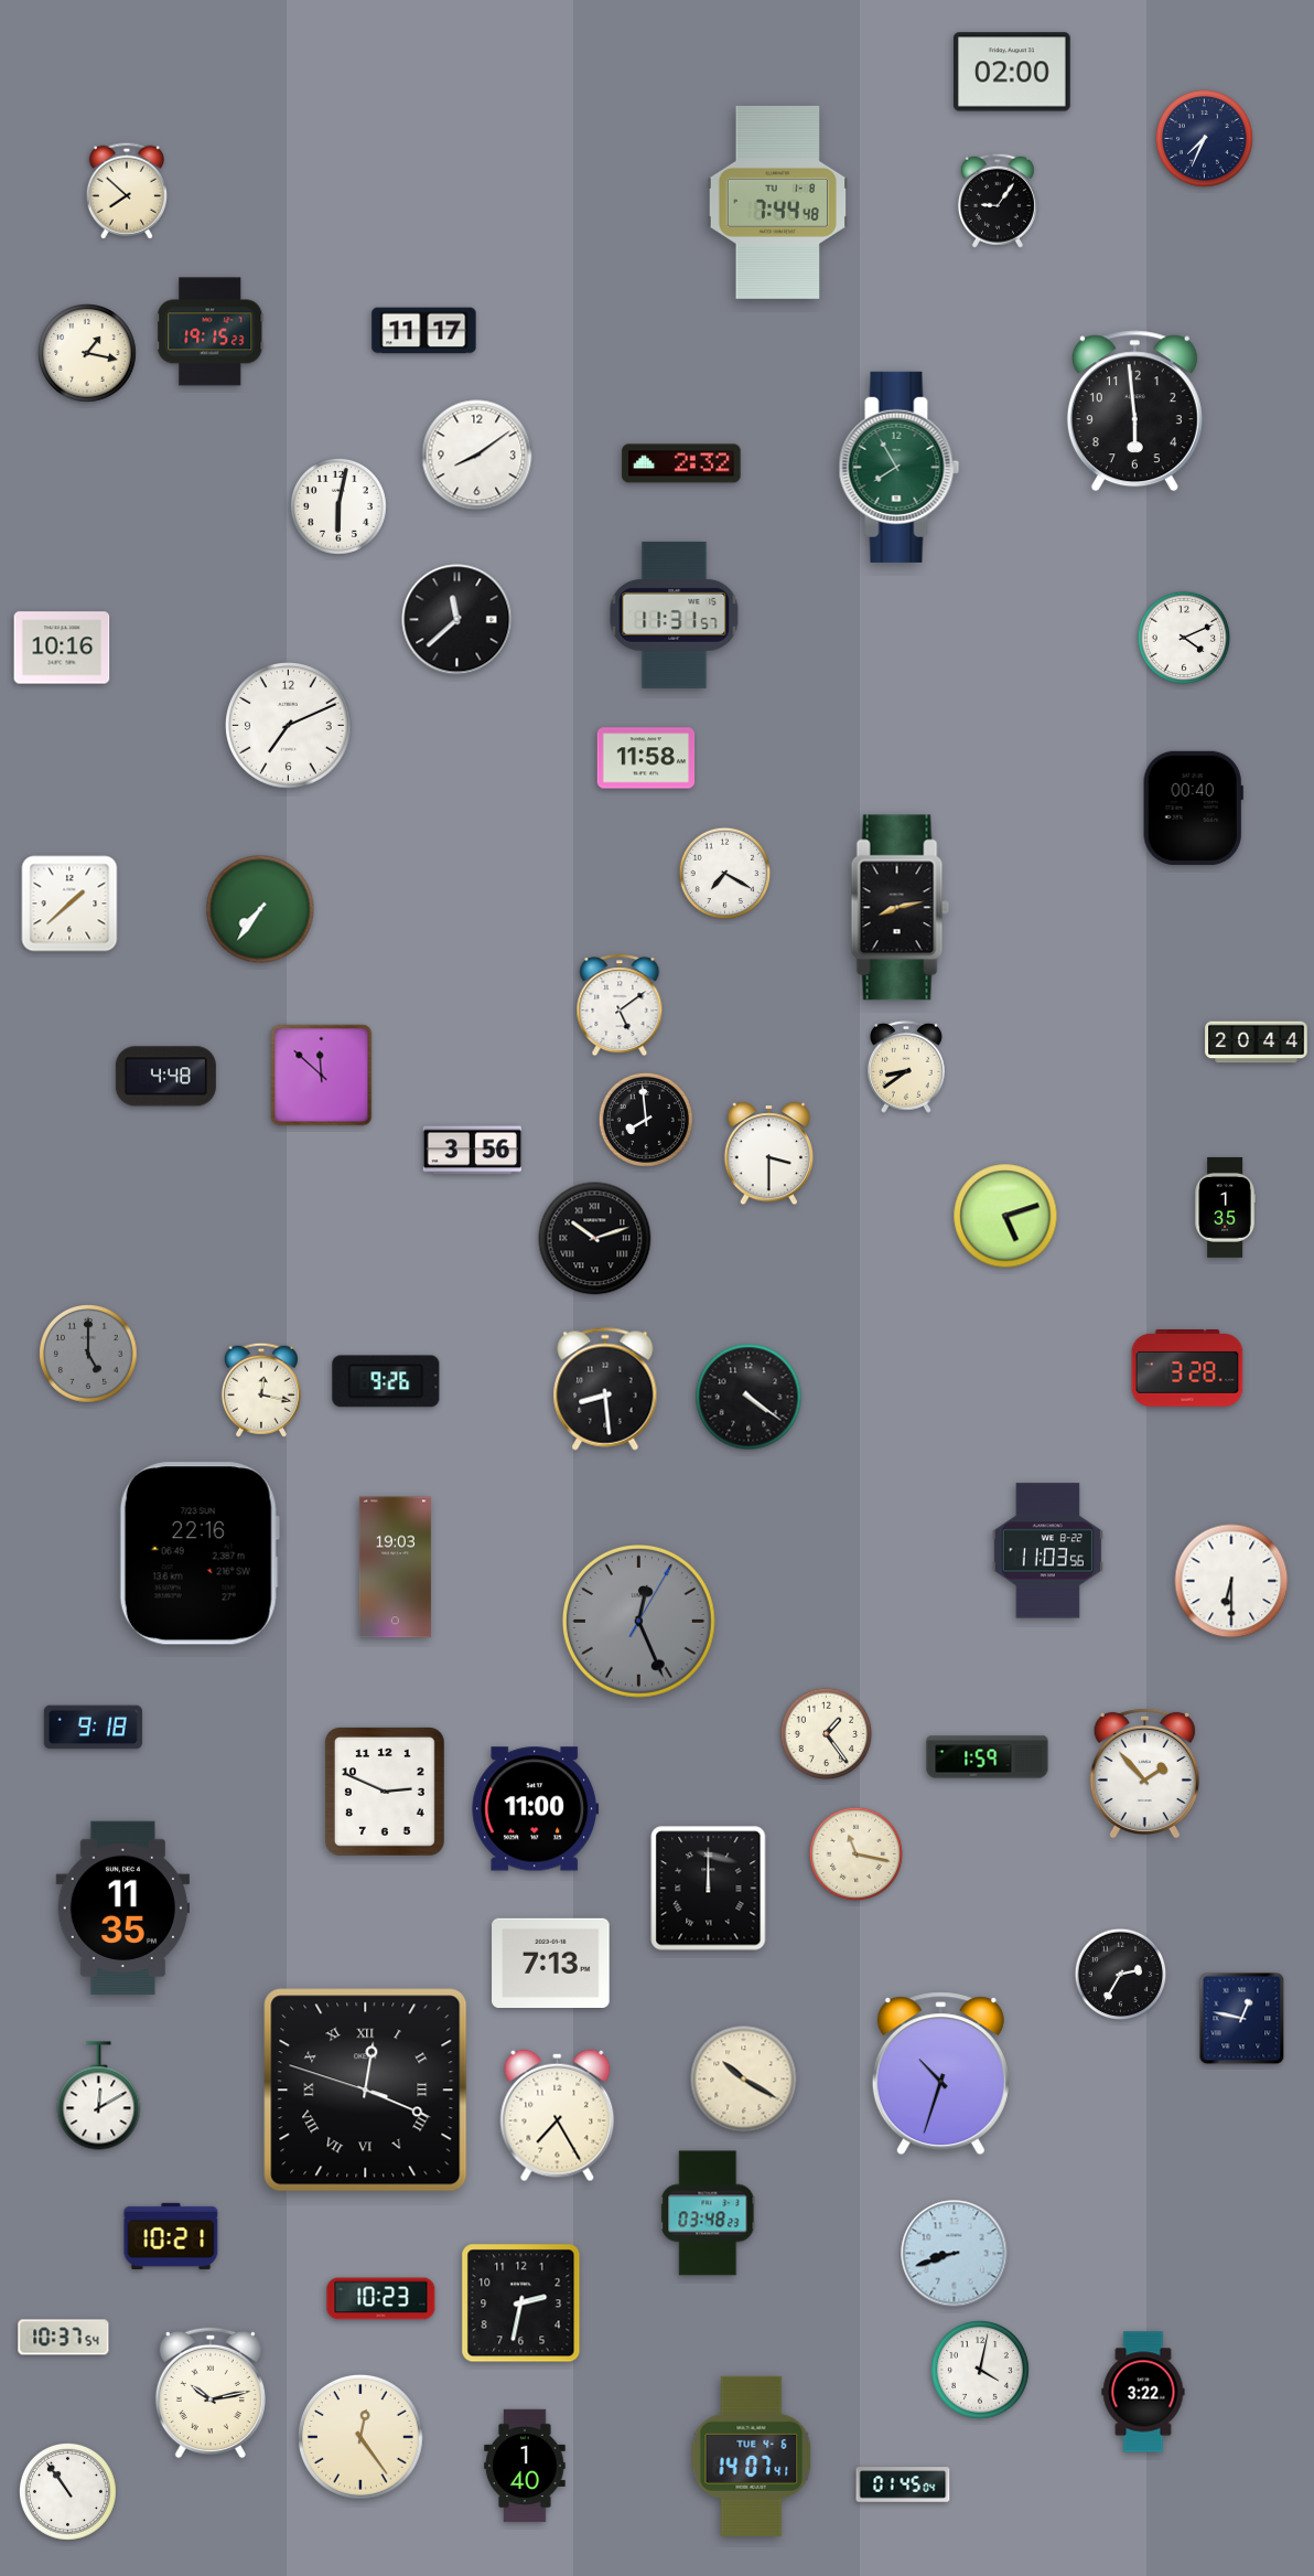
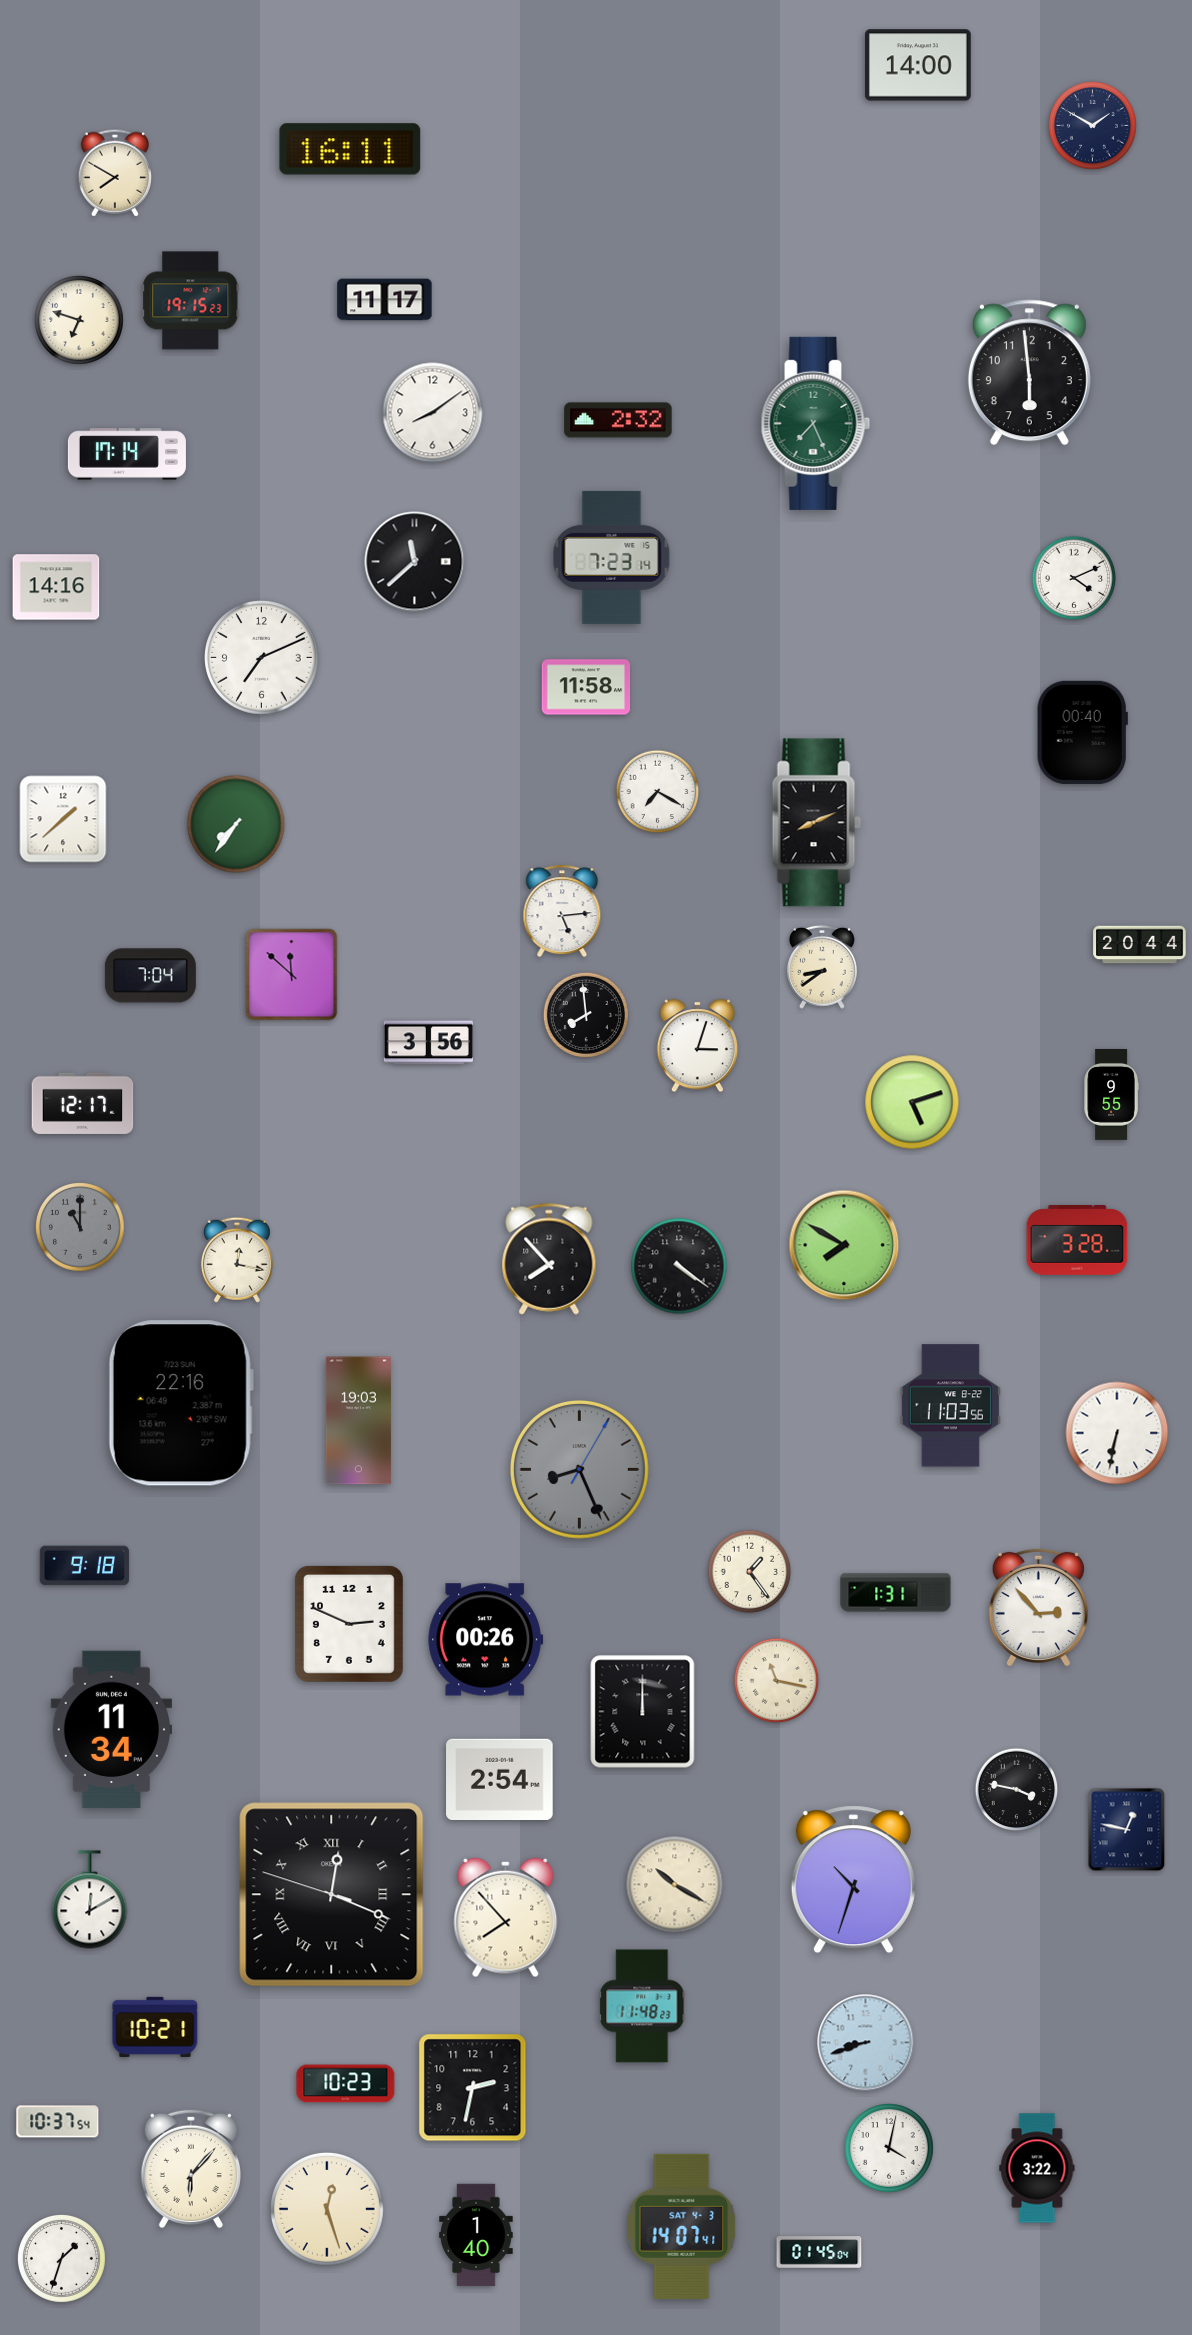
clock at (1012, 72): 02:00 -> 14:00
clock at (1204, 138): 7:34 -> 1:50
clock at (350, 149): none -> 16:11
clock at (127, 191): 7:52 -> 7:50
clock at (998, 201): 9:06 -> none
clock at (778, 202): 7:44 -> none
clock at (88, 354): 1:17 -> 6:48
clock at (900, 467): 7:55 -> 7:26
clock at (127, 454): none -> 17:14
clock at (338, 506): 6:02 -> none
clock at (675, 614): 11:31 -> 7:23
clock at (62, 648): 10:16 -> 14:16
clock at (900, 908): 8:13 -> 8:11
clock at (620, 1005): 5:09 -> 5:14
clock at (165, 1077): 4:48 -> 7:04
clock at (768, 1154): 3:30 -> 3:03
clock at (1225, 1207): 1:35 -> 9:55
clock at (83, 1103): none -> 12:17
clock at (595, 1239): 10:12 -> none
clock at (89, 1355): 5:00 -> 11:00
clock at (844, 1245): none -> 7:50
clock at (386, 1381): 9:26 -> none
clock at (605, 1389): 8:29 -> 7:53
clock at (200, 1553) position: (200, 1553) -> (181, 1403)
clock at (1231, 1581): 6:30 -> 6:32
clock at (639, 1622): 12:26 -> 8:26
clock at (988, 1757): 1:59 -> 1:31
clock at (1144, 1773): 1:53 -> 2:53
clock at (536, 1809): 11:00 -> 00:26
clock at (122, 1909): 11:35 -> 11:34
clock at (551, 1963): 7:13 -> 2:54
clock at (1121, 1975): 2:35 -> 3:47
clock at (558, 2116): 7:25 -> 7:53
clock at (708, 2213): 03:48 -> 11:48
clock at (64, 2338) position: (64, 2338) -> (58, 2122)
clock at (211, 2393): 10:13 -> 6:07
clock at (360, 2437): 12:24 -> 12:27
clock at (752, 2456) date: TUE 4-6 -> SAT 4-3
clock at (67, 2491): 10:54 -> 1:33
